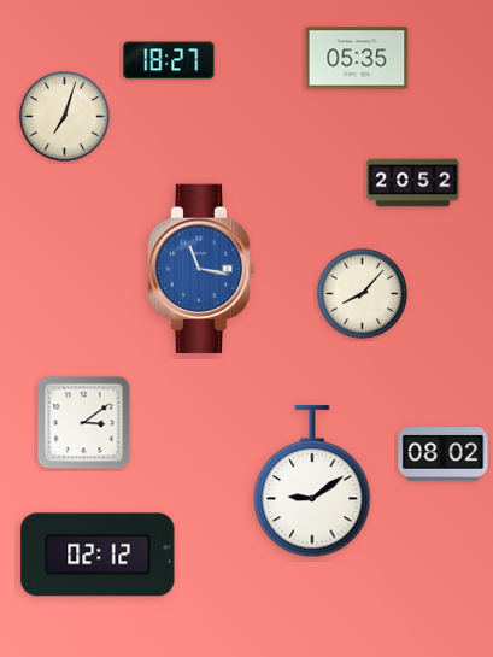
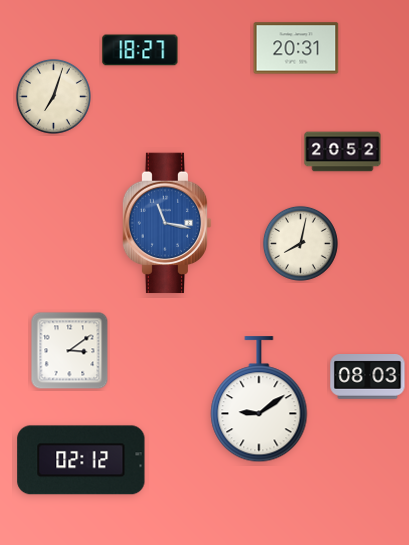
clock at (357, 58): 05:35 -> 20:31
clock at (362, 293): 8:07 -> 8:02
clock at (444, 454): 08:02 -> 08:03
